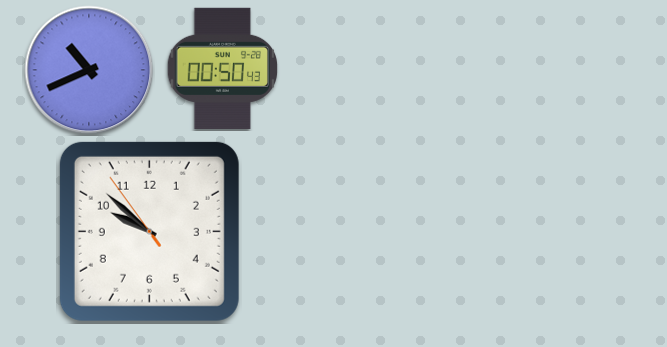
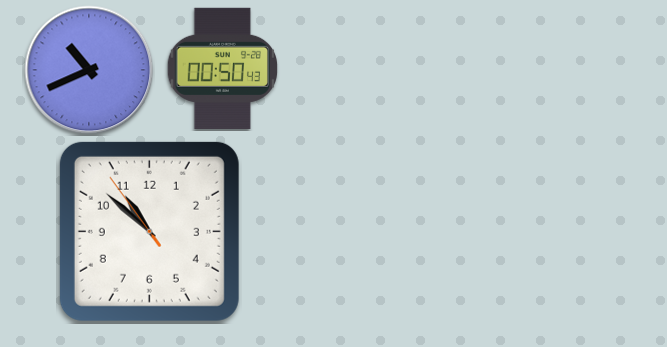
clock at (149, 231): 9:51 -> 10:51
